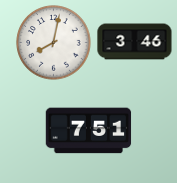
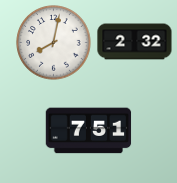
clock at (135, 42): 3:46 -> 2:32
